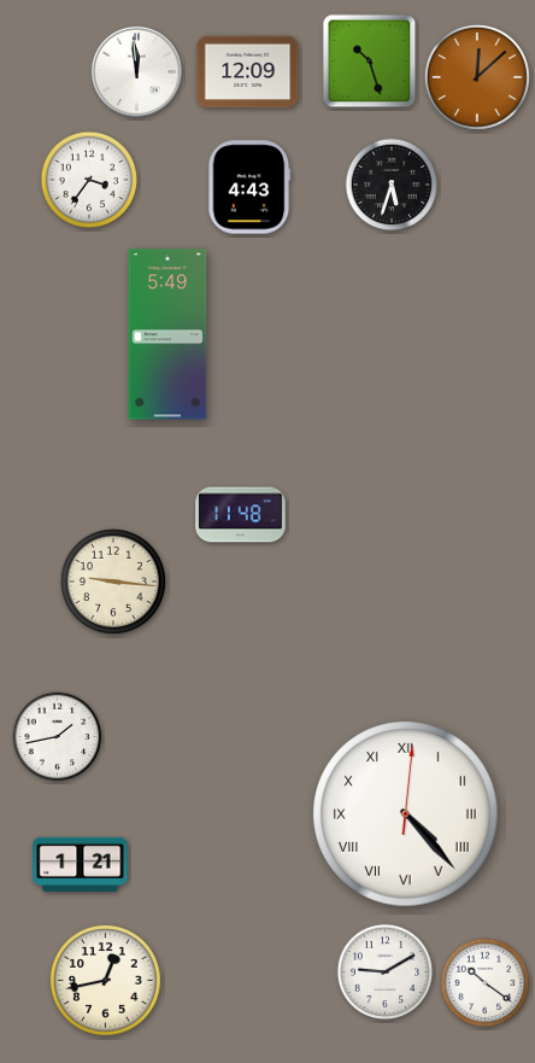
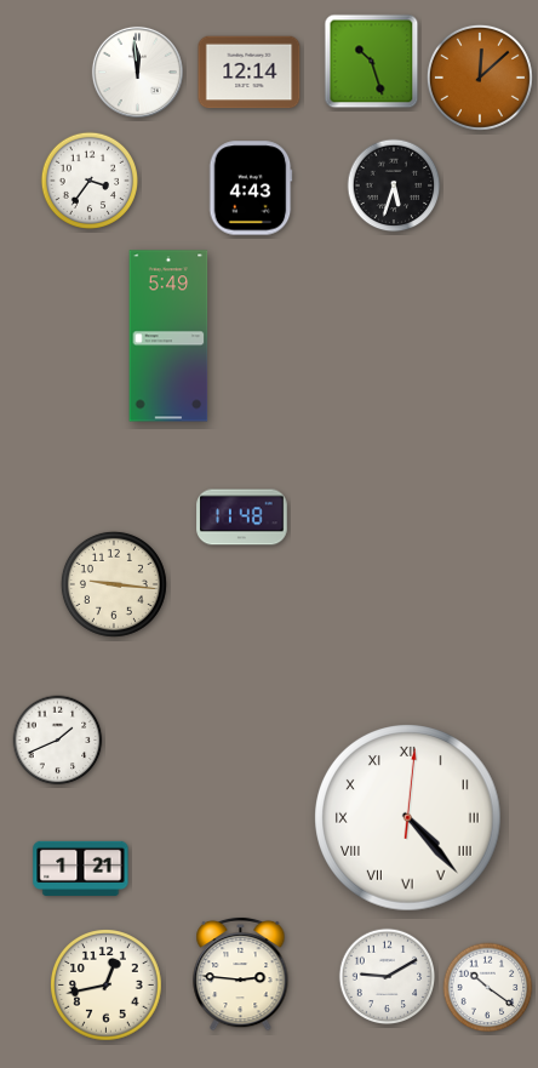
clock at (248, 72): 12:09 -> 12:14
clock at (58, 737): 1:43 -> 1:41
clock at (241, 973): none -> 2:46
